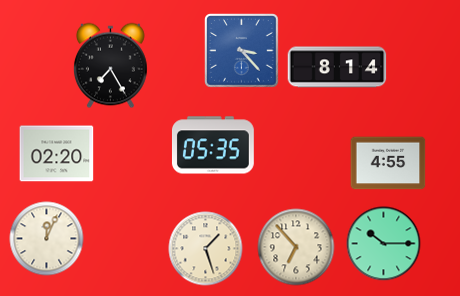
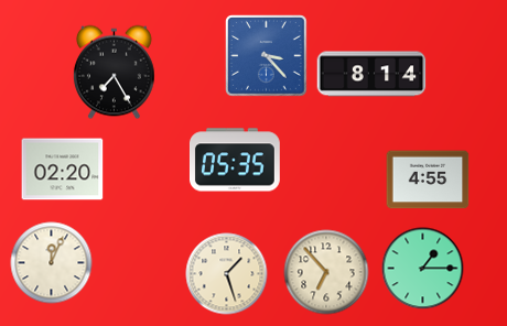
clock at (110, 66) position: (110, 66) -> (114, 73)
clock at (384, 244): 10:15 -> 1:15
